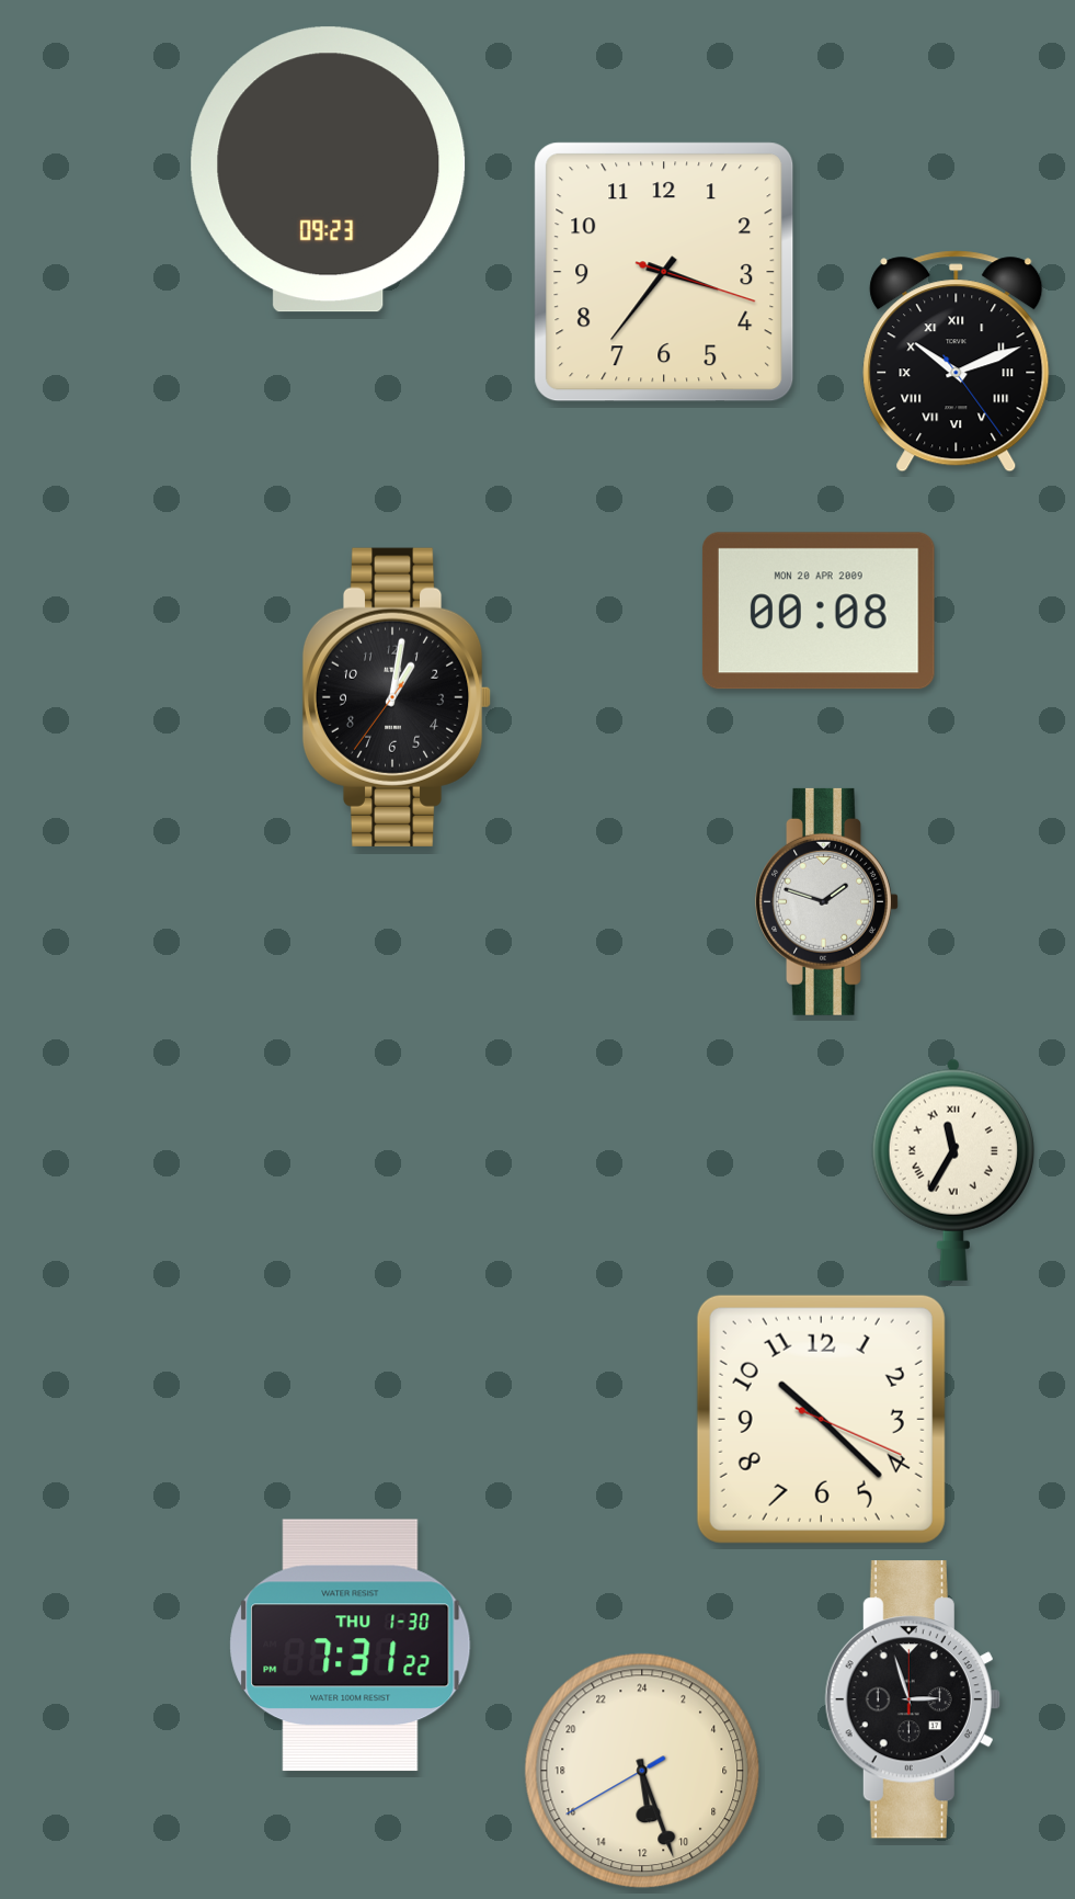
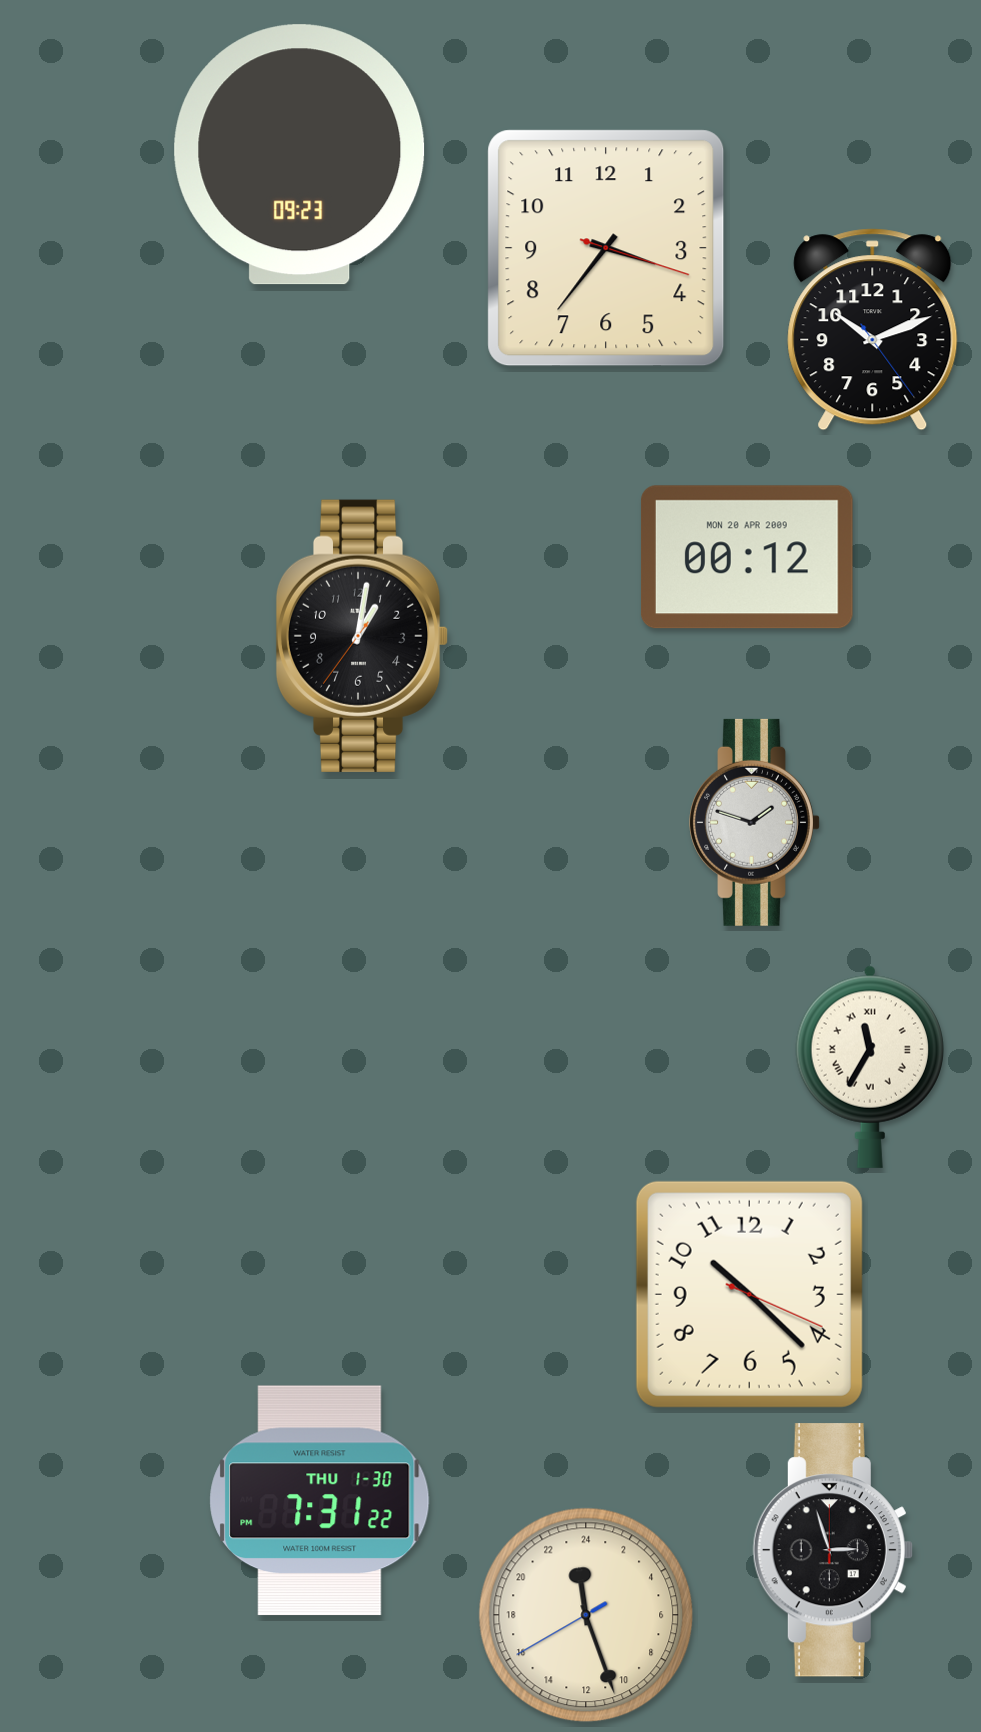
clock at (957, 362) numerals: Roman -> Arabic
clock at (819, 611): 00:08 -> 00:12
clock at (642, 1771): 11:26 -> 23:26
